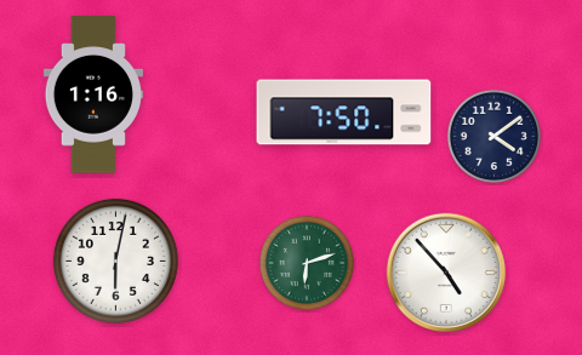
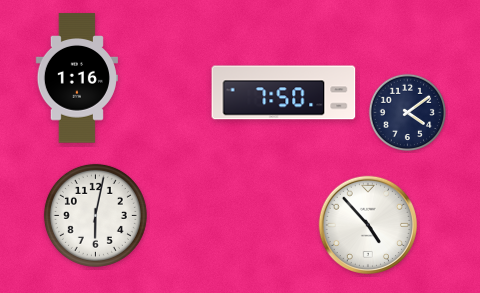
clock at (307, 263): 6:12 -> none
